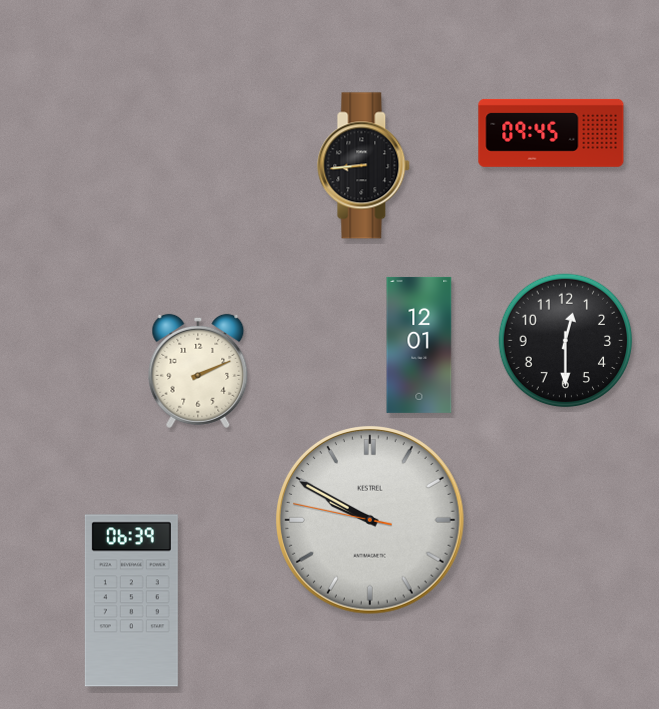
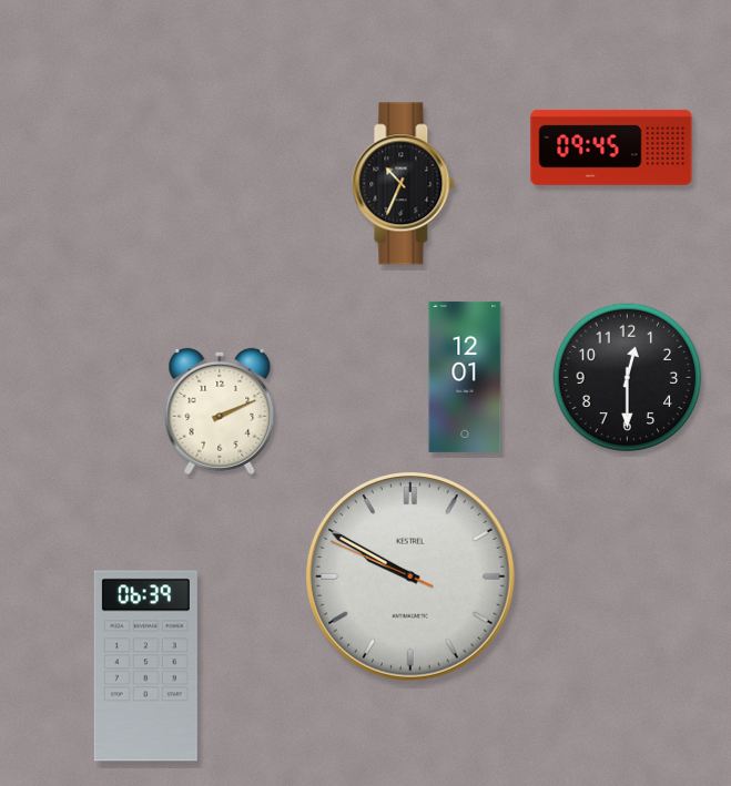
clock at (364, 166): 8:44 -> 10:34
clock at (419, 345) position: (419, 345) -> (465, 377)
clock at (371, 521): 9:49:47 -> 9:49:49
